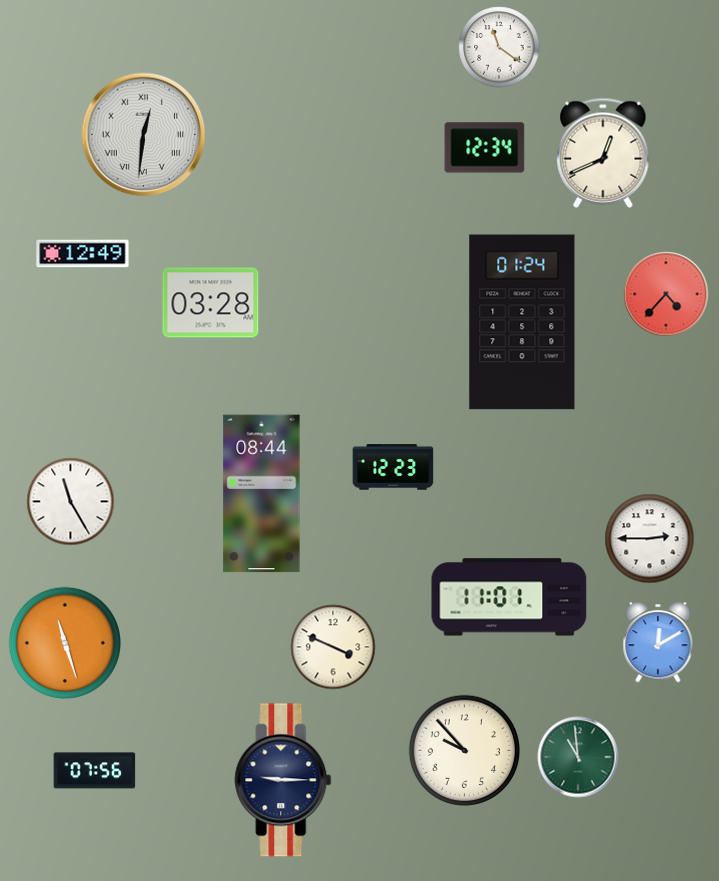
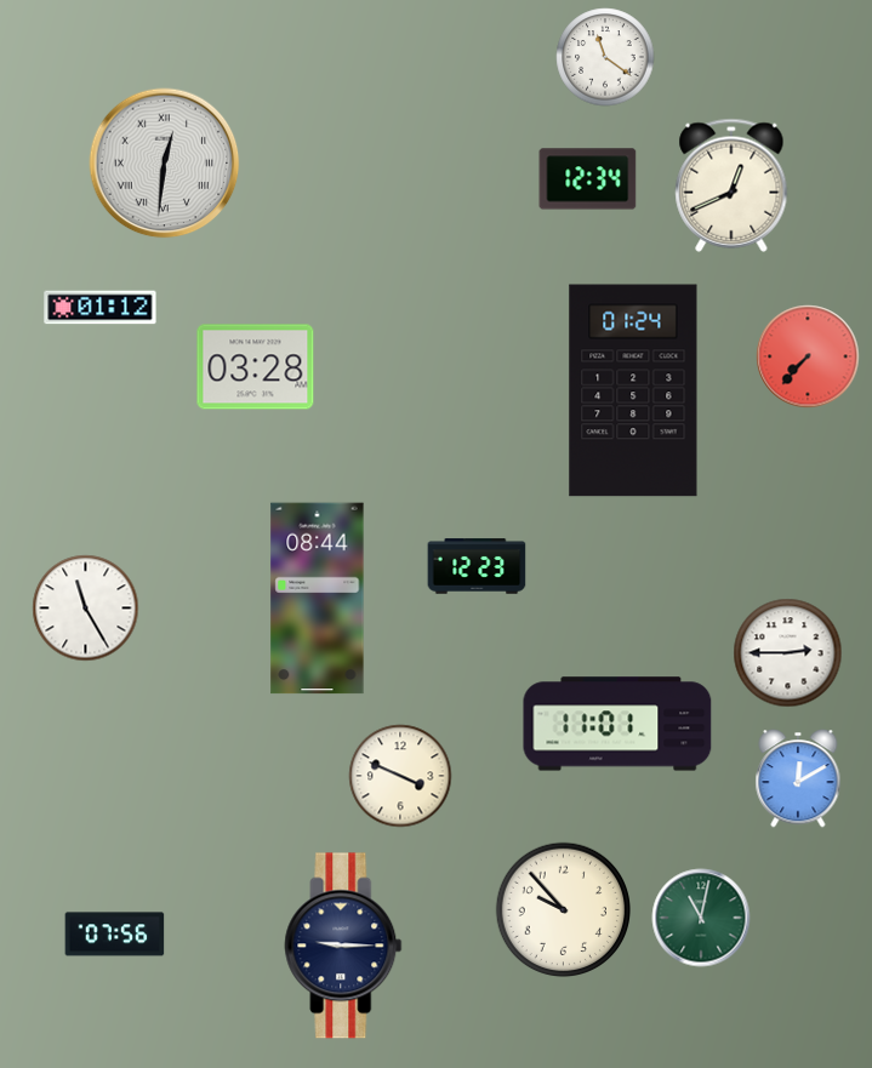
clock at (144, 135) position: (144, 135) -> (165, 164)
clock at (83, 254): 12:49 -> 01:12
clock at (666, 294): 4:37 -> 7:37
clock at (64, 642): 11:27 -> none
clock at (333, 647) position: (333, 647) -> (400, 776)
clock at (578, 757): 10:59 -> 11:02
